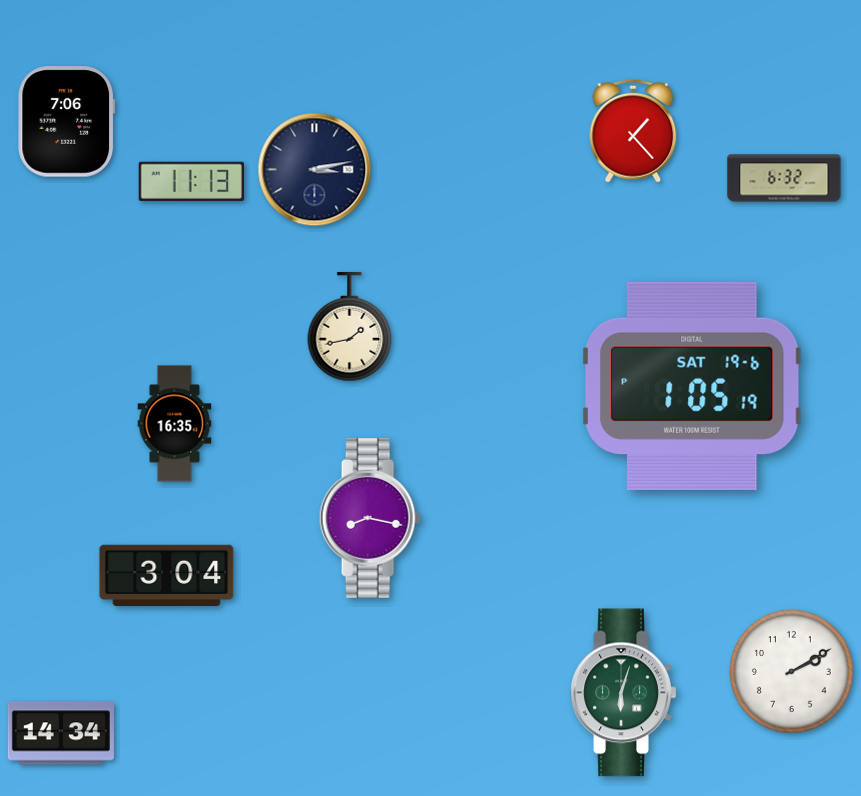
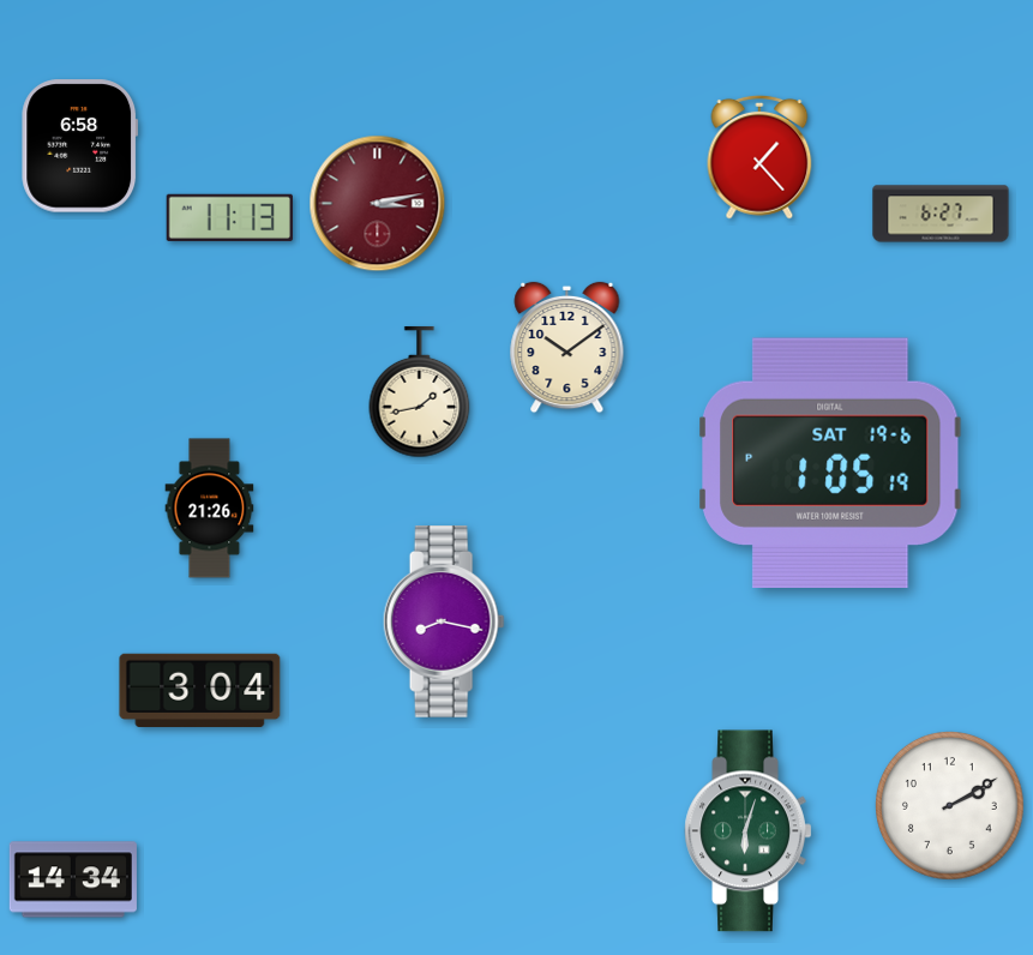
clock at (67, 122): 7:06 -> 6:58
clock at (315, 170) dial: navy -> burgundy
clock at (784, 178): 6:32 -> 6:27
clock at (567, 348): none -> 10:09
clock at (175, 424): 16:35 -> 21:26
